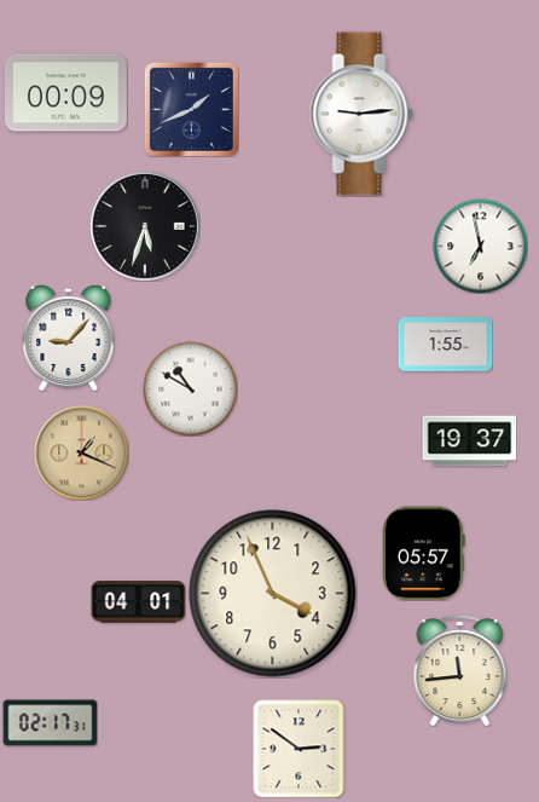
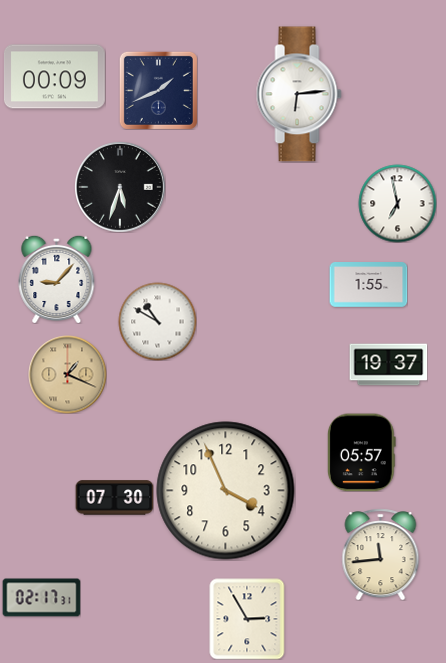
clock at (361, 114): 9:14 -> 6:14
clock at (424, 553) position: (424, 553) -> (362, 452)
clock at (138, 602): 04:01 -> 07:30
clock at (299, 749): 2:51 -> 2:55
